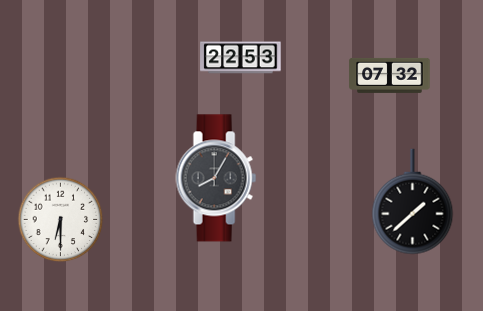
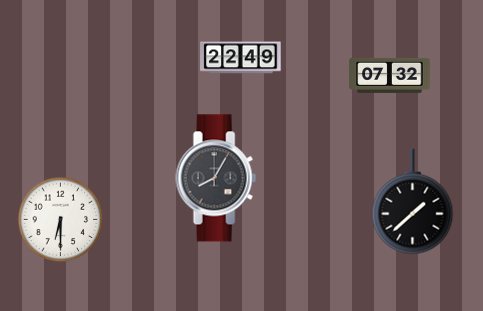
clock at (241, 58): 22:53 -> 22:49
